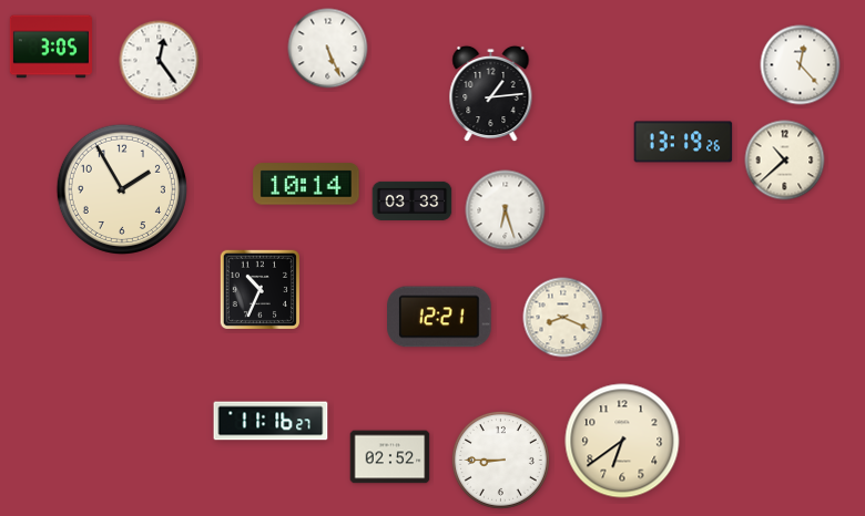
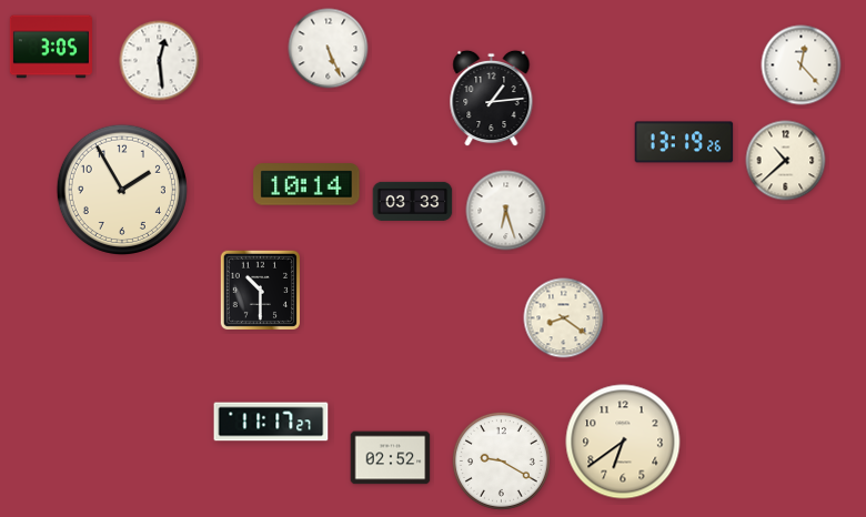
clock at (160, 61): 12:24 -> 12:29
clock at (491, 94) position: (491, 94) -> (492, 99)
clock at (259, 289): 10:34 -> 10:30
clock at (440, 317): 12:21 -> none
clock at (563, 318): 8:19 -> 8:21
clock at (271, 421): 11:16 -> 11:17
clock at (500, 460): 8:45 -> 9:20
